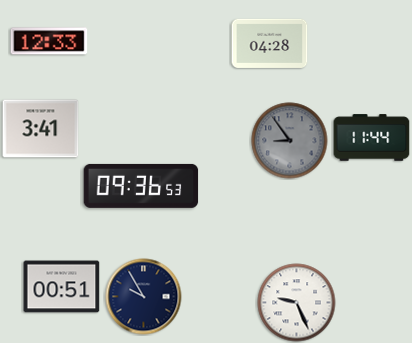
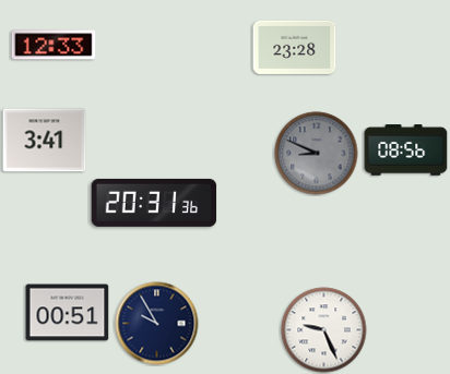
clock at (270, 43): 04:28 -> 23:28
clock at (372, 138): 11:44 -> 08:56
clock at (290, 141): 8:54 -> 8:49
clock at (141, 186): 09:36 -> 20:31
